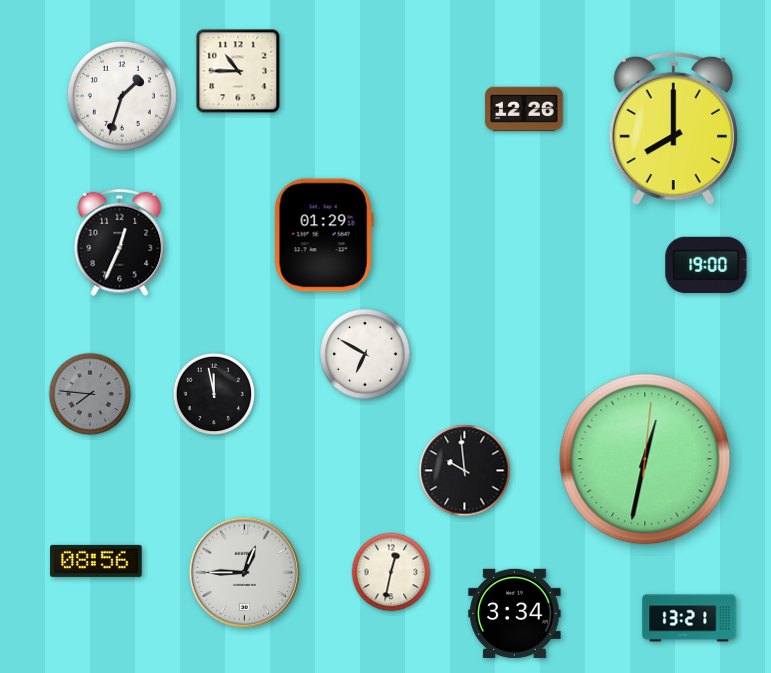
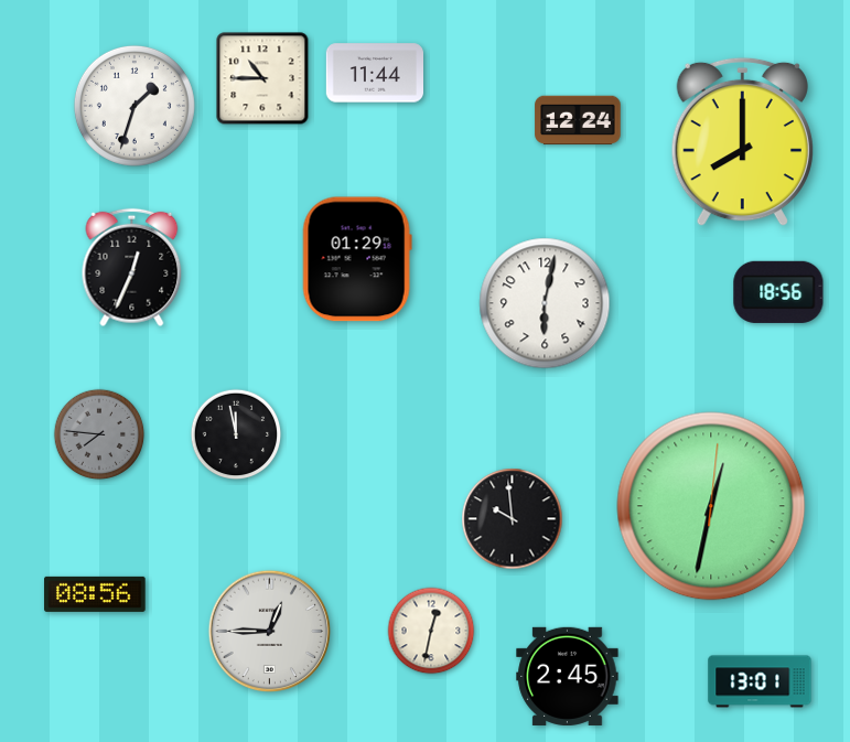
clock at (374, 73): none -> 11:44
clock at (524, 109): 12:26 -> 12:24
clock at (706, 265): 19:00 -> 18:56
clock at (545, 303): none -> 6:02
clock at (365, 354): 6:50 -> none
clock at (96, 561) position: (96, 561) -> (95, 594)
clock at (515, 613): 3:34 -> 2:45
clock at (689, 618): 13:21 -> 13:01
